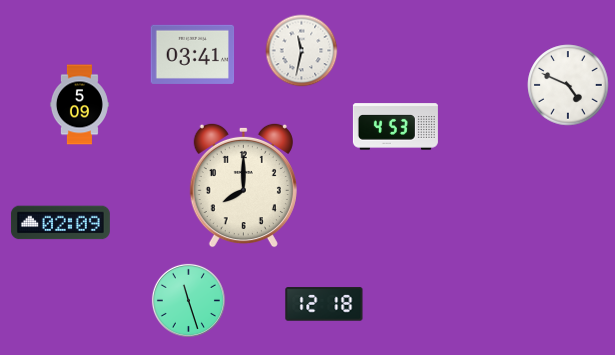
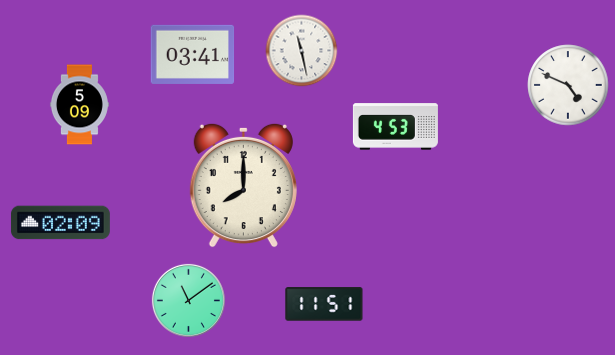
clock at (302, 51): 11:32 -> 11:28
clock at (188, 300): 11:27 -> 11:09
clock at (324, 304): 12:18 -> 11:51
